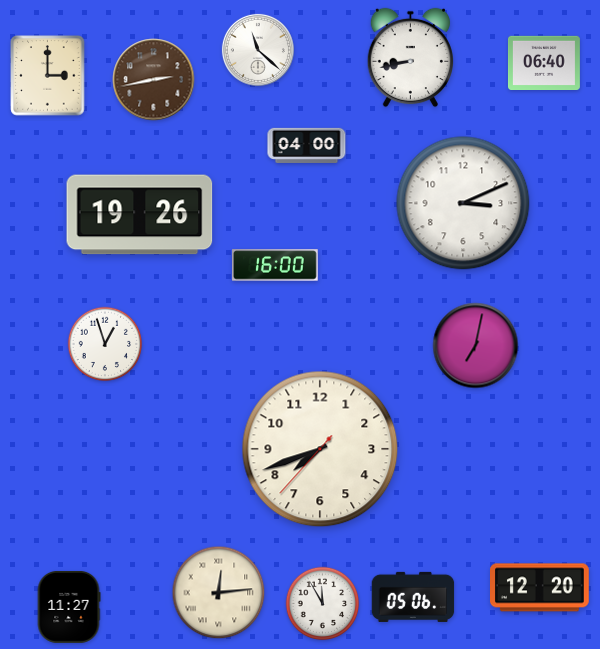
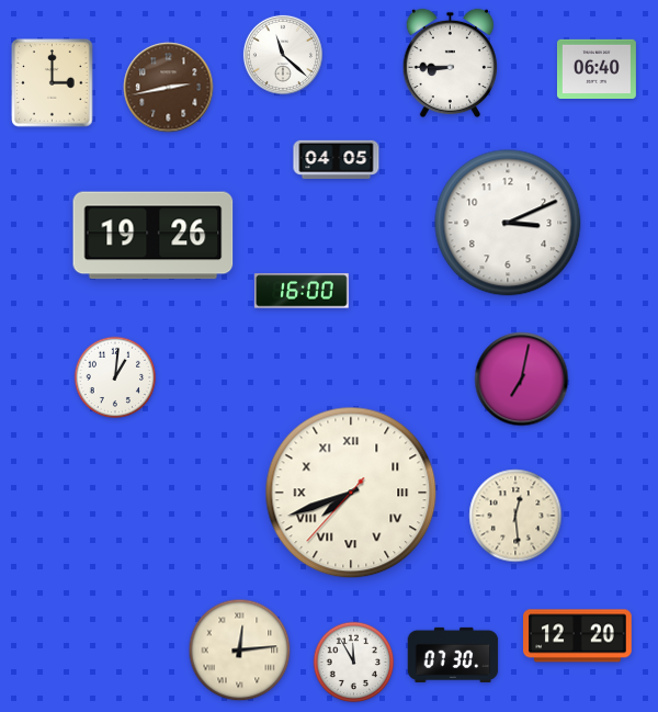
clock at (410, 58): 8:43 -> 8:45
clock at (307, 145): 04:00 -> 04:05
clock at (105, 344): 12:57 -> 1:01
clock at (320, 449) numerals: Arabic -> Roman
clock at (515, 516): none -> 12:29
clock at (540, 588) position: (540, 588) -> (578, 636)
clock at (413, 597): 05:06 -> 07:30
clock at (69, 607): 11:27 -> none
